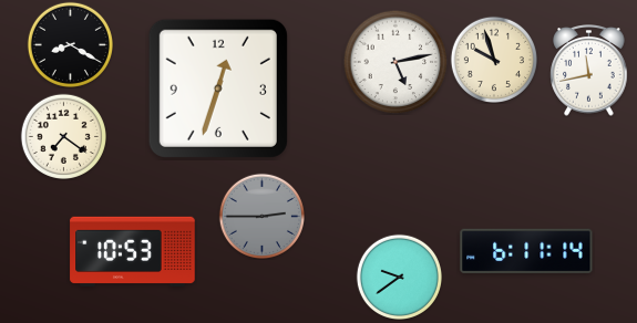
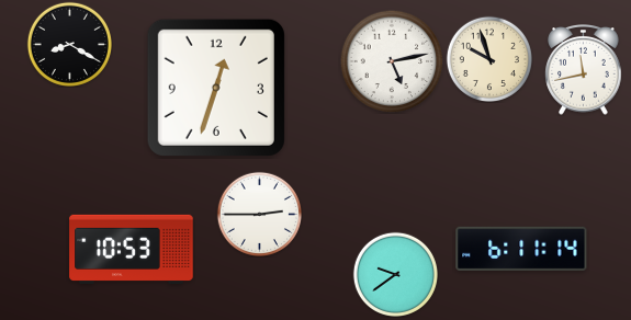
clock at (63, 136): 7:21 -> none
clock at (261, 216) dial: grey -> white
